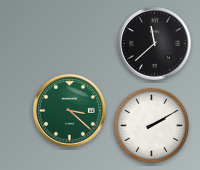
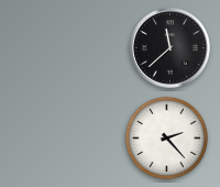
clock at (70, 111): 3:22 -> none
clock at (151, 125): 2:10 -> 2:23
